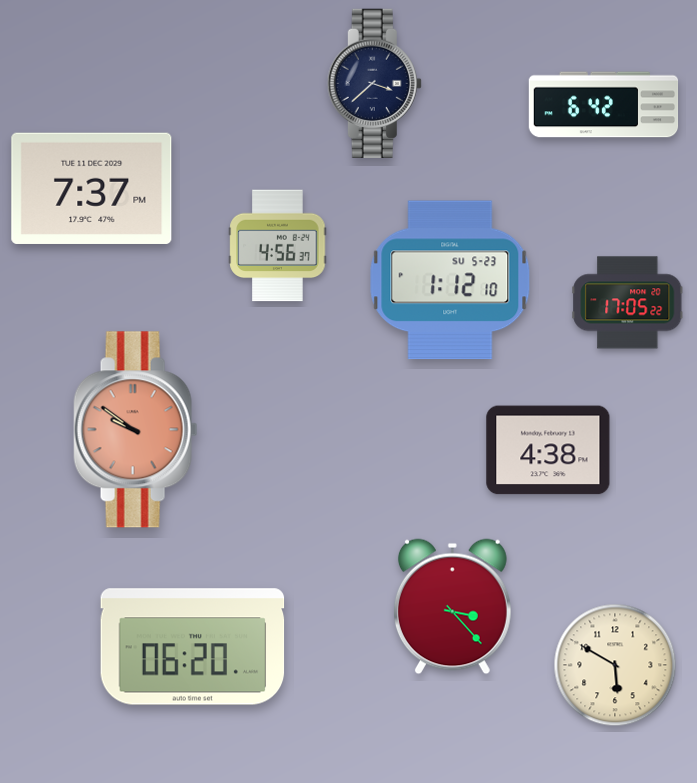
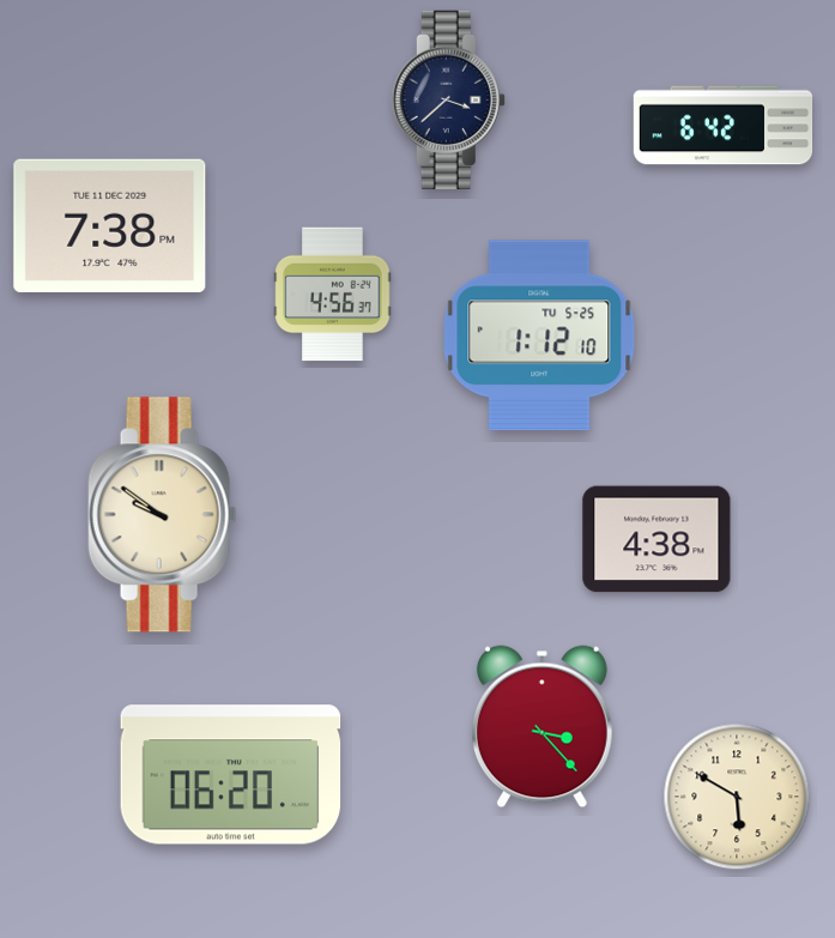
clock at (92, 188): 7:37 -> 7:38
clock at (450, 280) date: SU 5-23 -> TU 5-25
clock at (628, 303): 17:05 -> none
clock at (136, 430) dial: salmon -> cream
